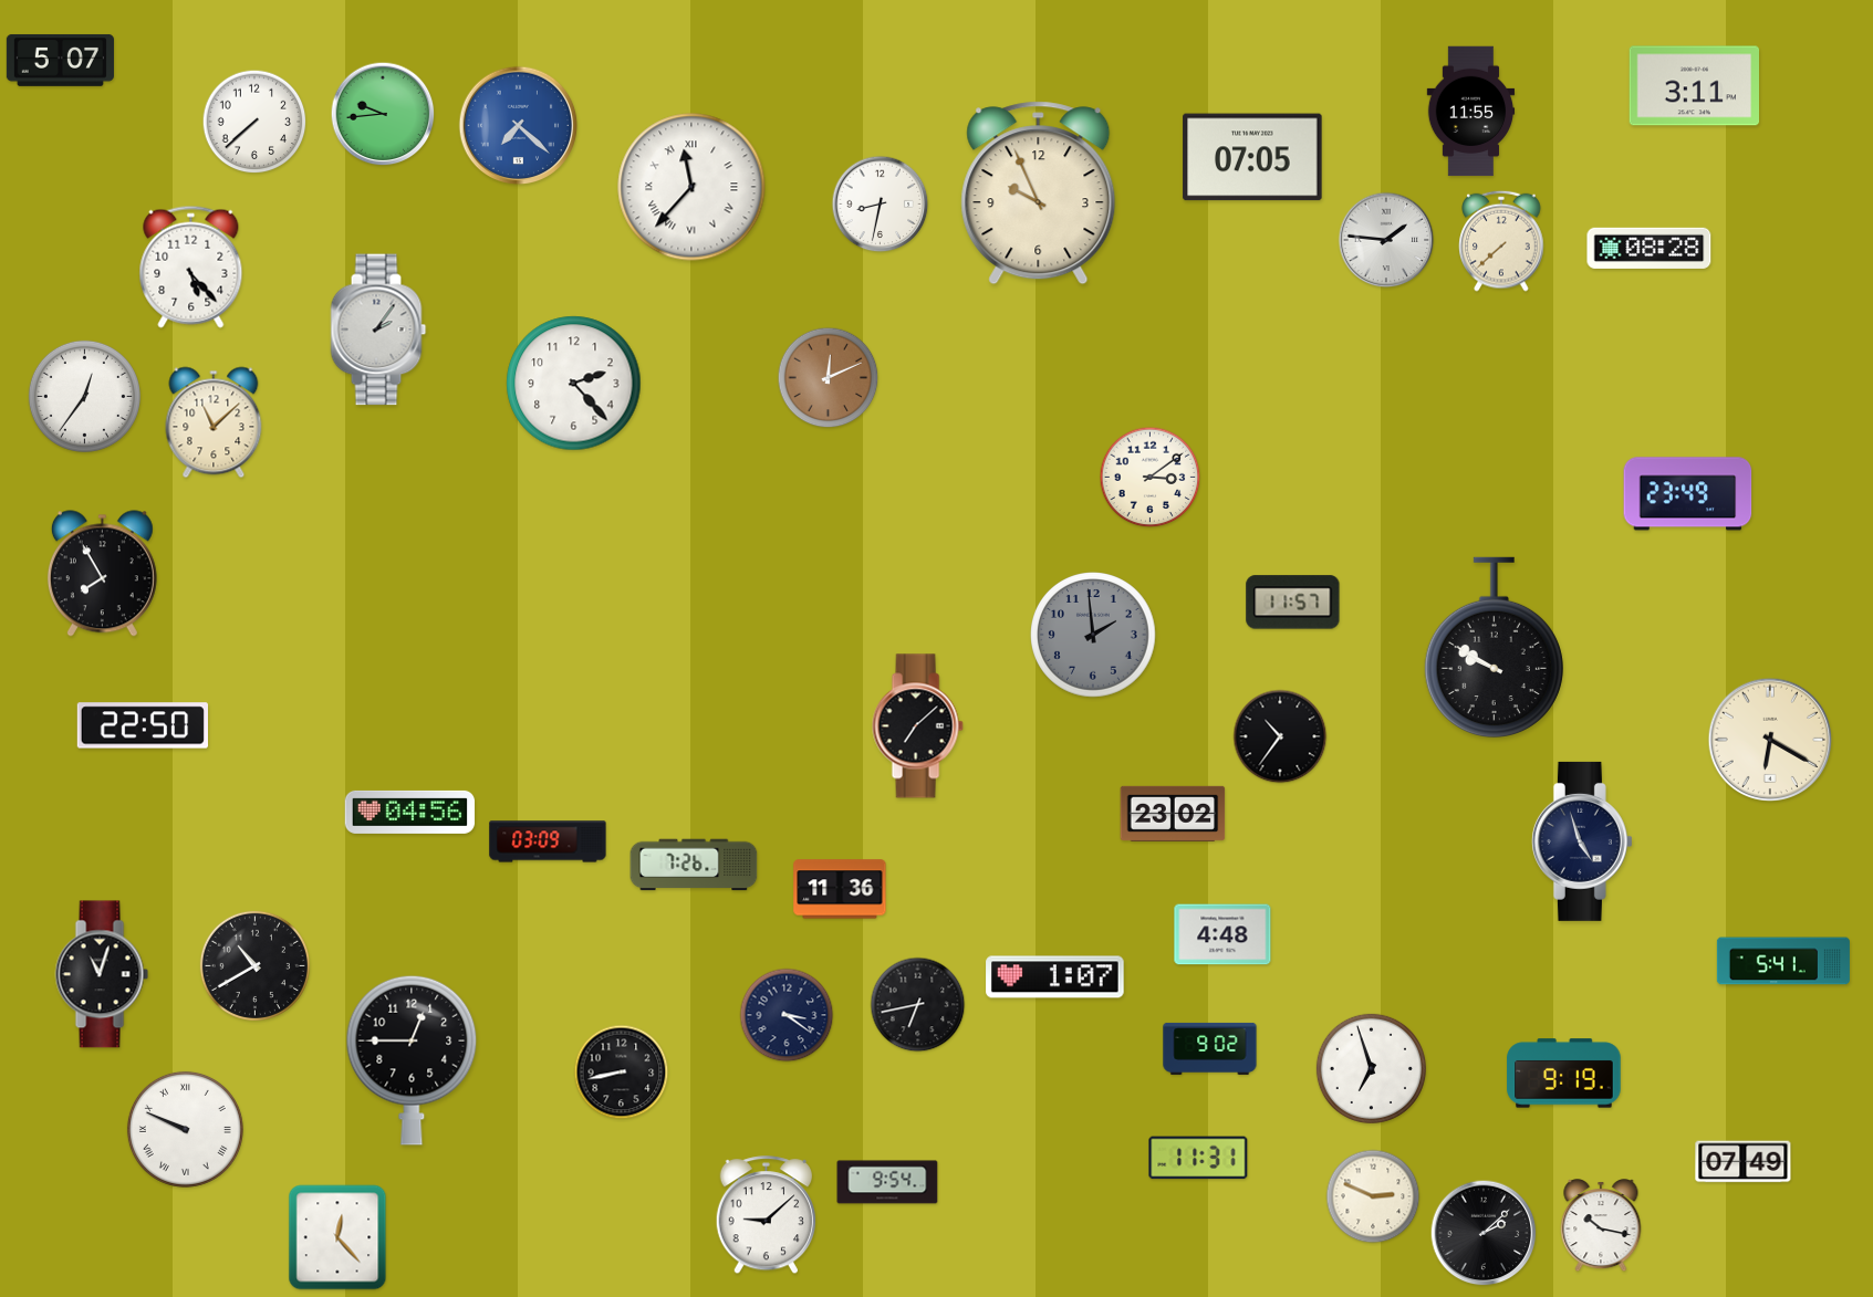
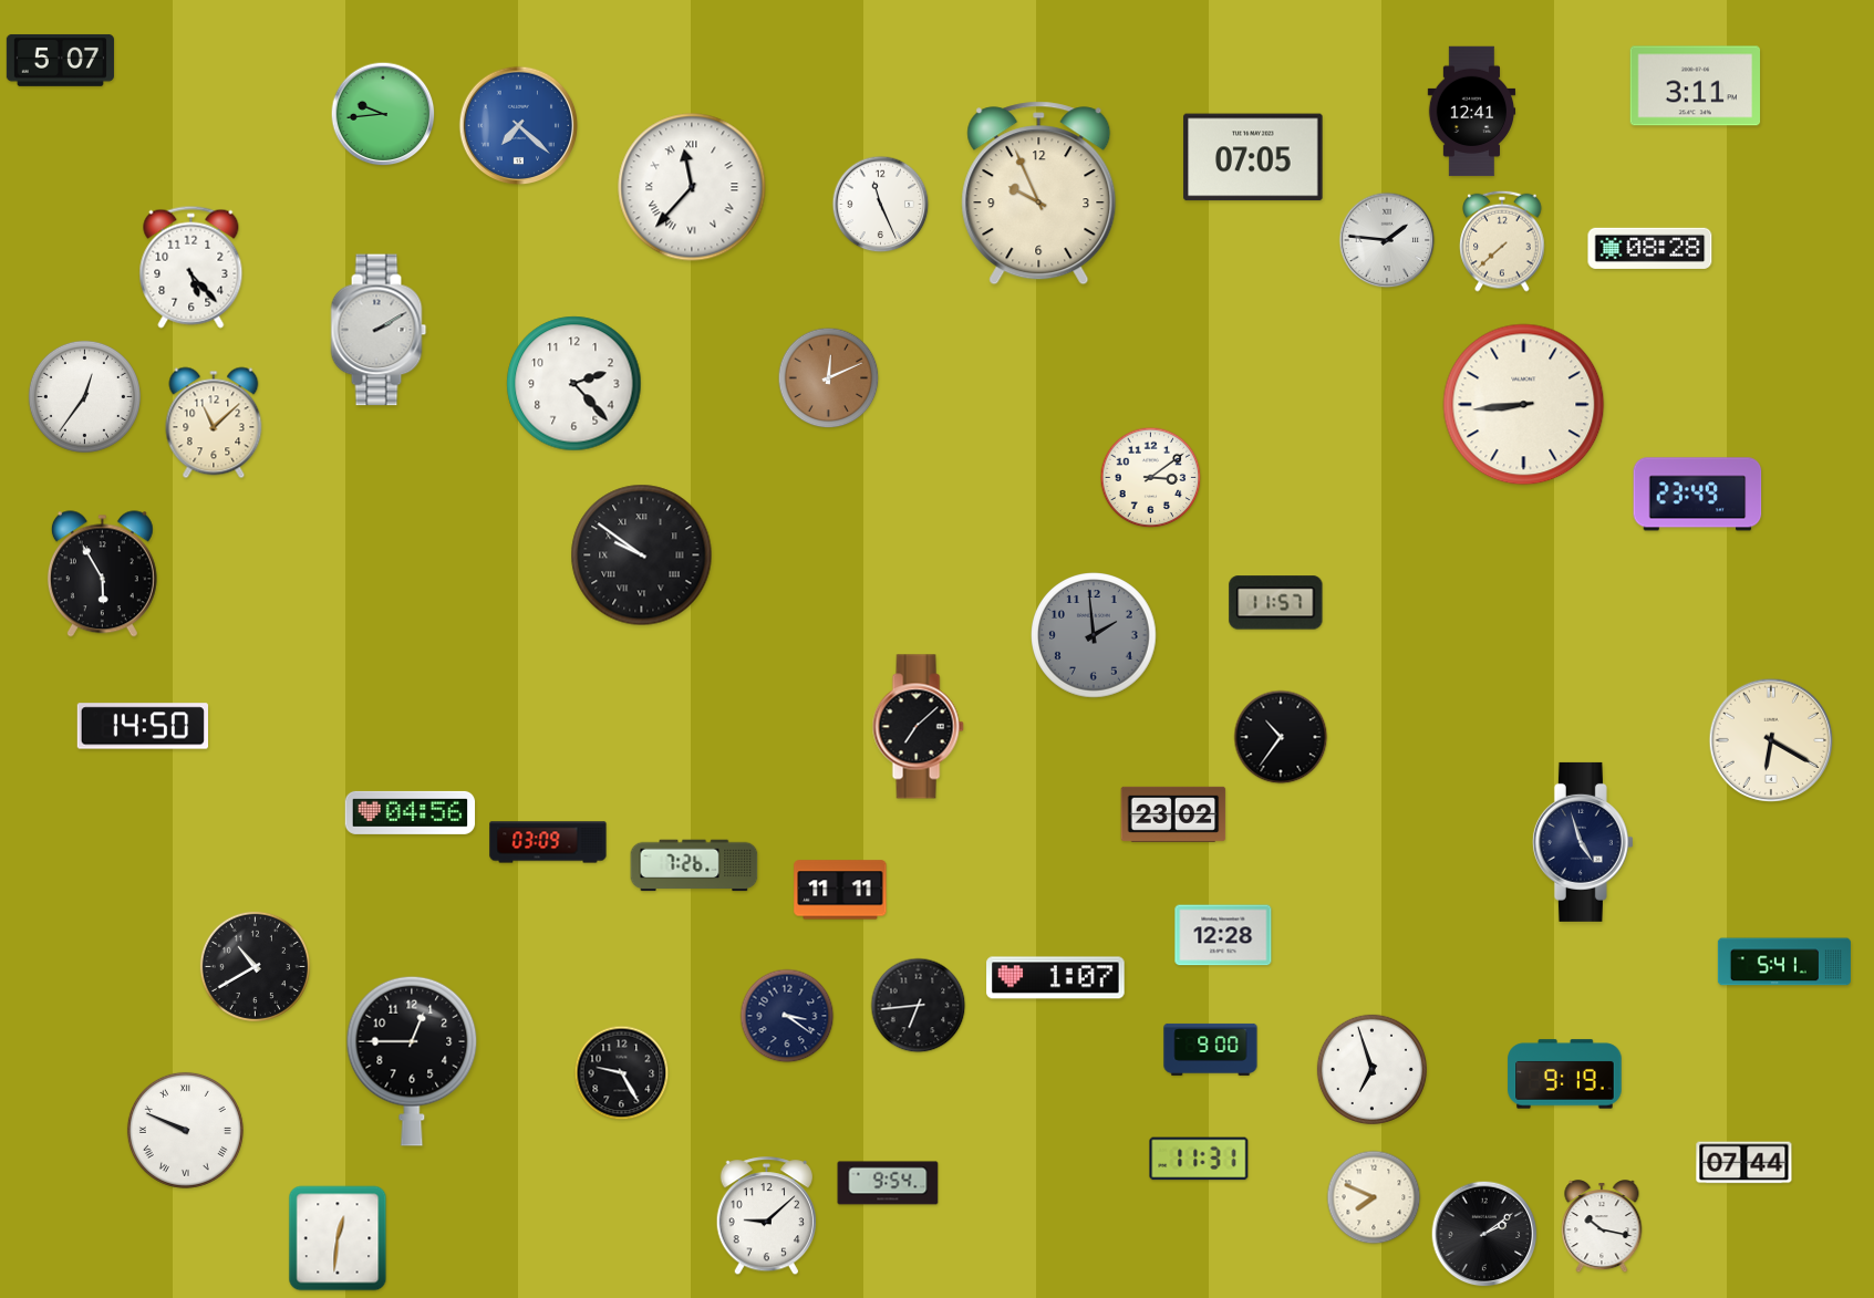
clock at (1471, 112): 11:55 -> 12:41
clock at (254, 122): 7:38 -> none
clock at (881, 205): 8:32 -> 11:26
clock at (378, 330): 2:06 -> 2:10
clock at (1524, 405): none -> 8:44
clock at (1688, 494) position: (1688, 494) -> (1698, 495)
clock at (642, 555): none -> 9:51
clock at (102, 574): 7:55 -> 5:55
clock at (1293, 603) position: (1293, 603) -> (1276, 603)
clock at (1494, 648): 9:50 -> none
clock at (142, 725): 22:50 -> 14:50
clock at (840, 889): 11:36 -> 11:11
clock at (1222, 934): 4:48 -> 12:28
clock at (102, 974): 11:03 -> none
clock at (918, 1005): 6:43 -> 6:44
clock at (1210, 1048): 9:02 -> 9:00
clock at (622, 1073): 8:43 -> 9:25
clock at (1744, 1162): 07:49 -> 07:44
clock at (1373, 1196): 2:49 -> 7:49
clock at (1484, 1233): 2:08 -> 2:09
clock at (337, 1237): 12:23 -> 12:31
